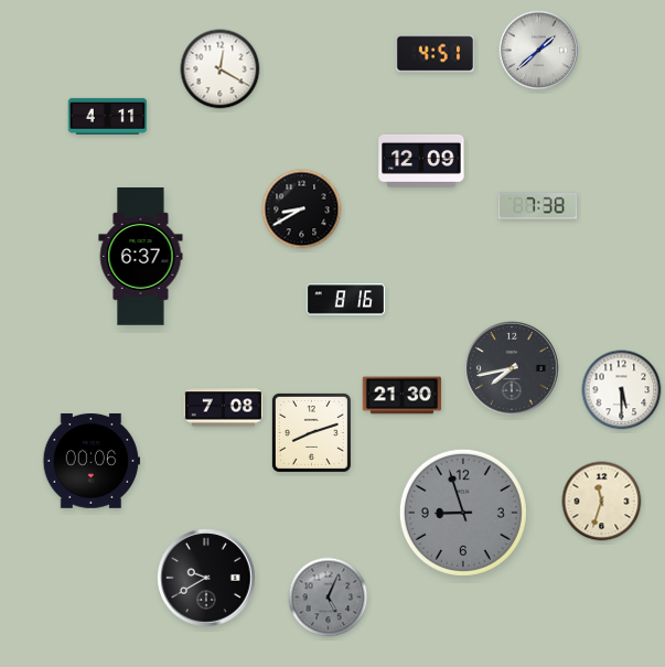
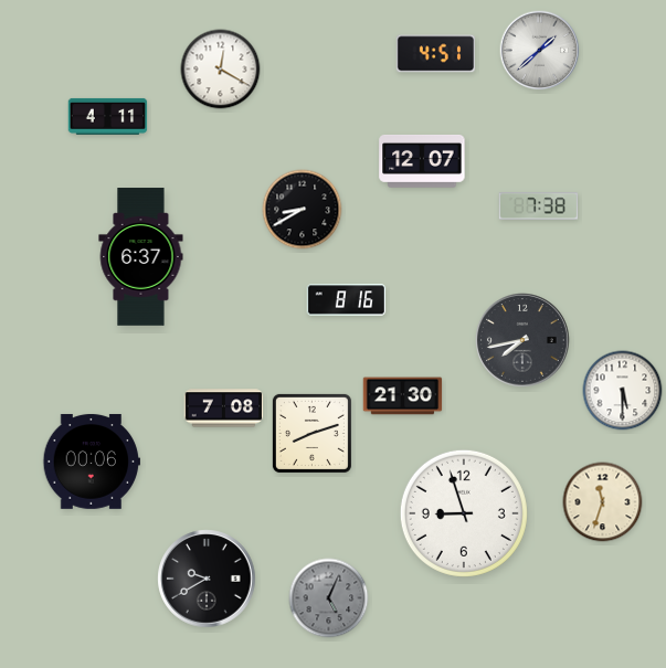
clock at (421, 161): 12:09 -> 12:07
clock at (513, 369) position: (513, 369) -> (524, 341)
clock at (463, 513) dial: grey -> white
